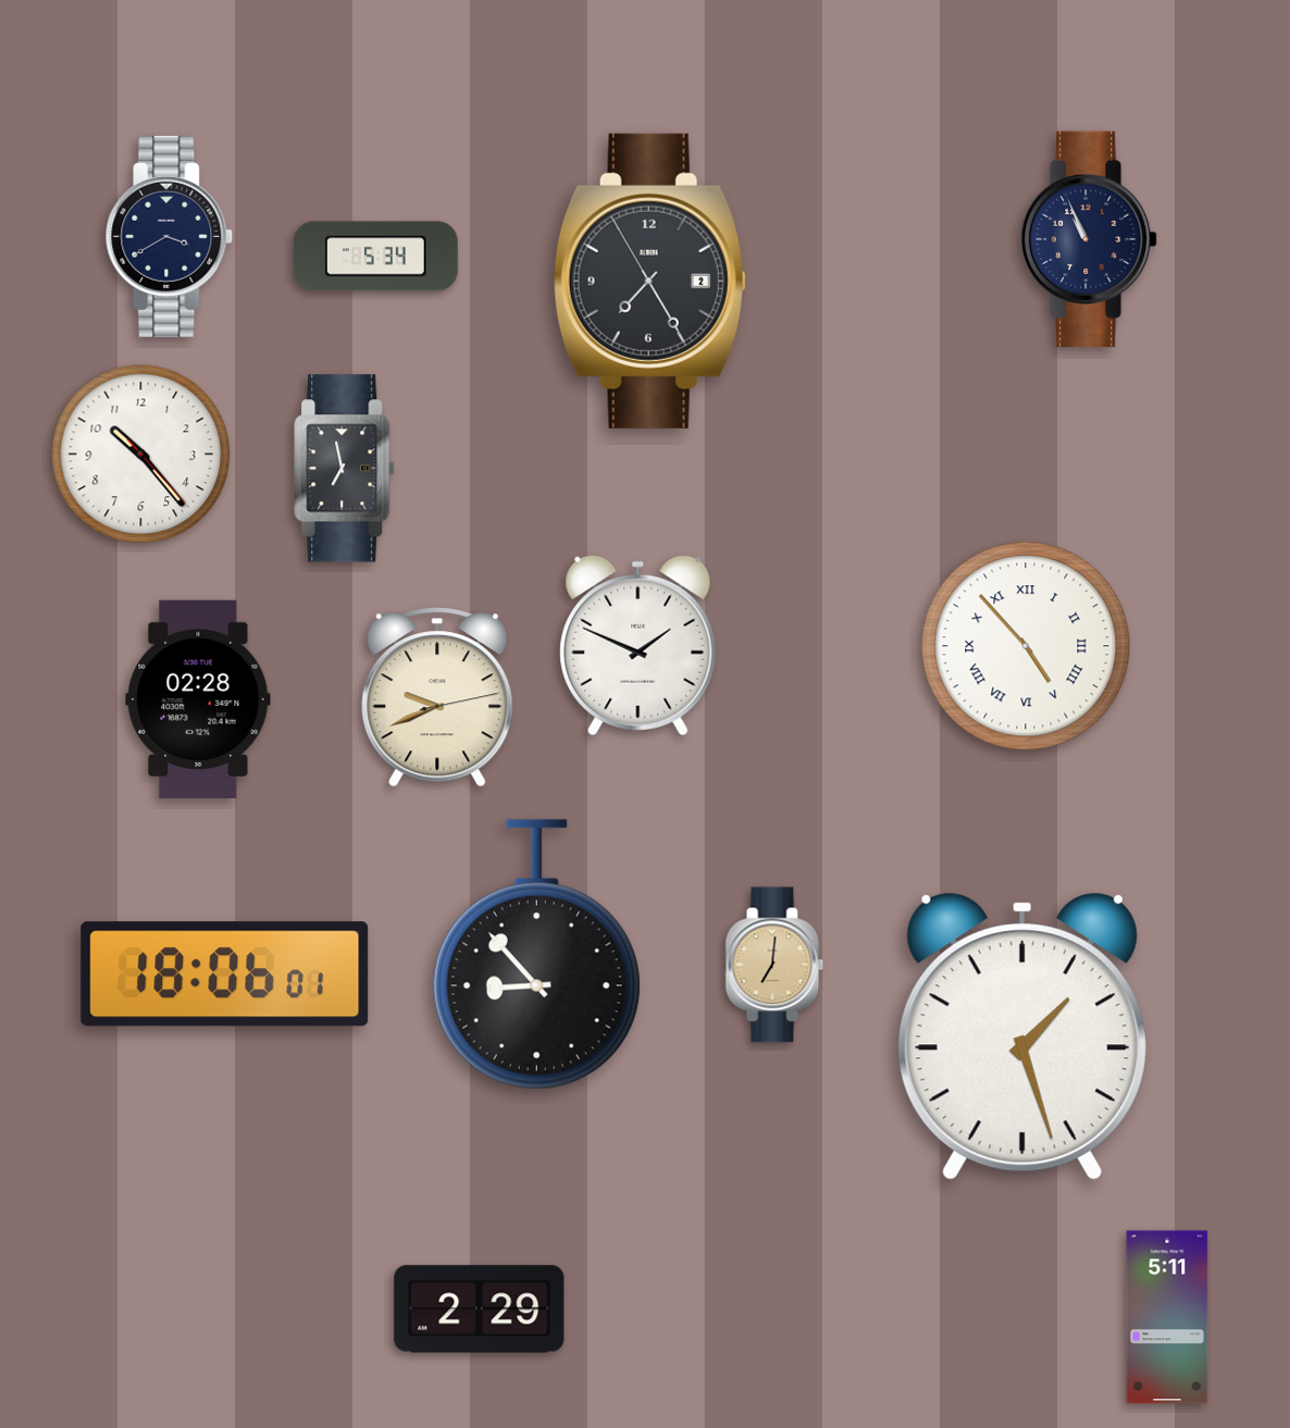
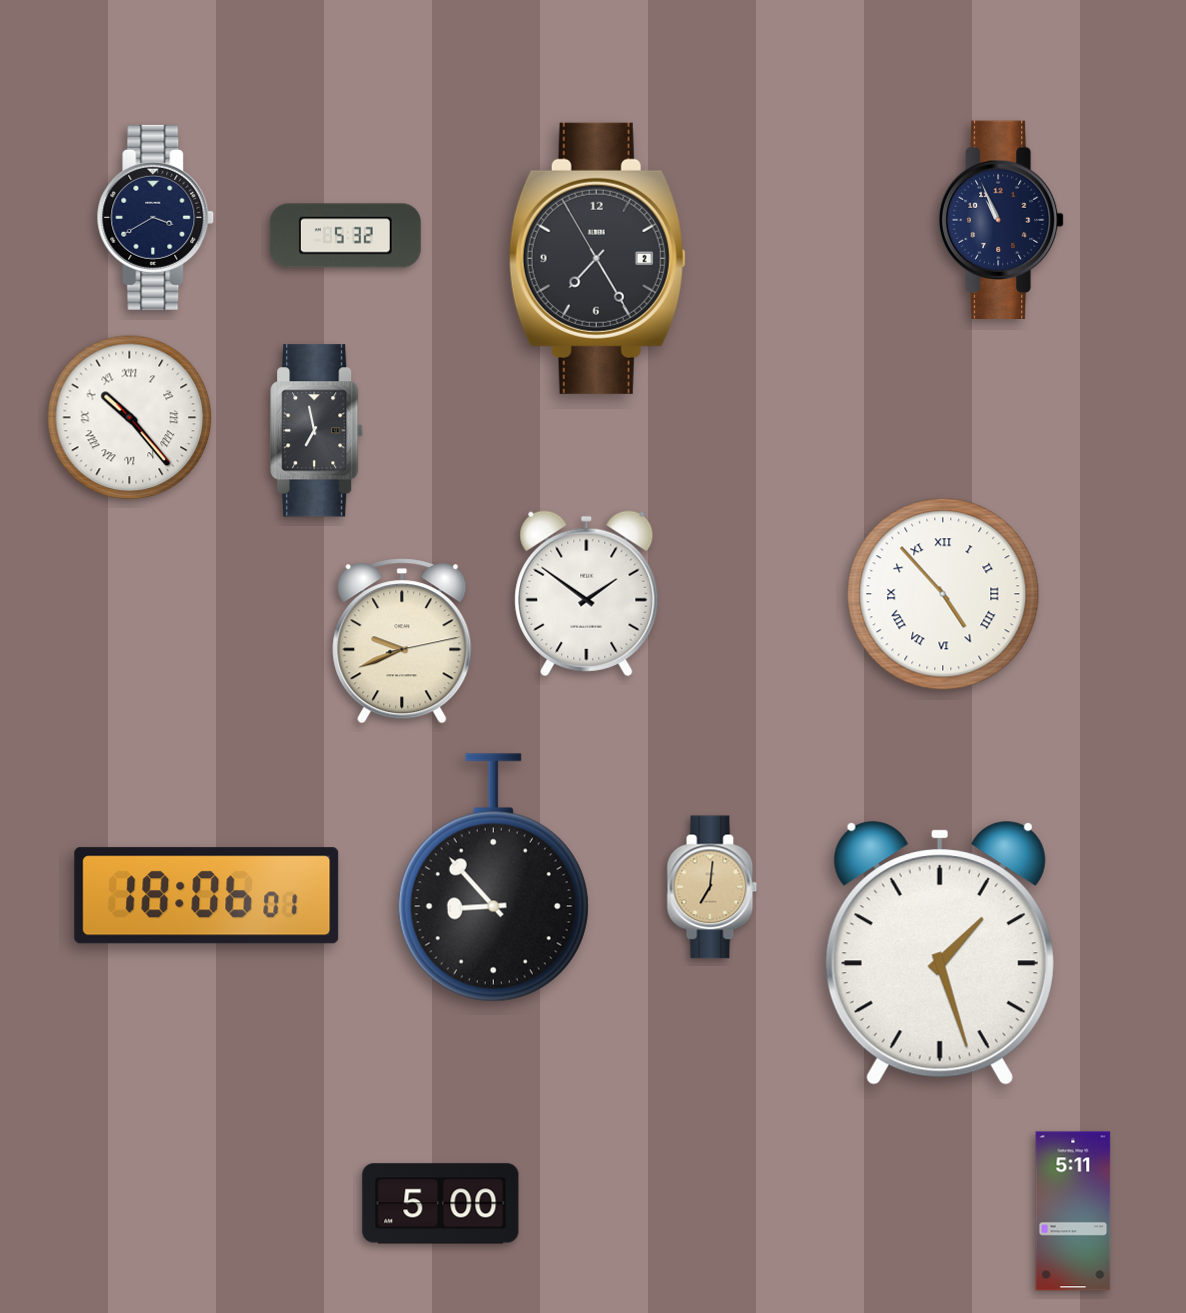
clock at (375, 257): 5:34 -> 5:32
clock at (141, 455) numerals: Arabic -> Roman
clock at (638, 646): 1:49 -> 1:51
clock at (198, 699): 02:28 -> none
clock at (480, 1309): 2:29 -> 5:00
